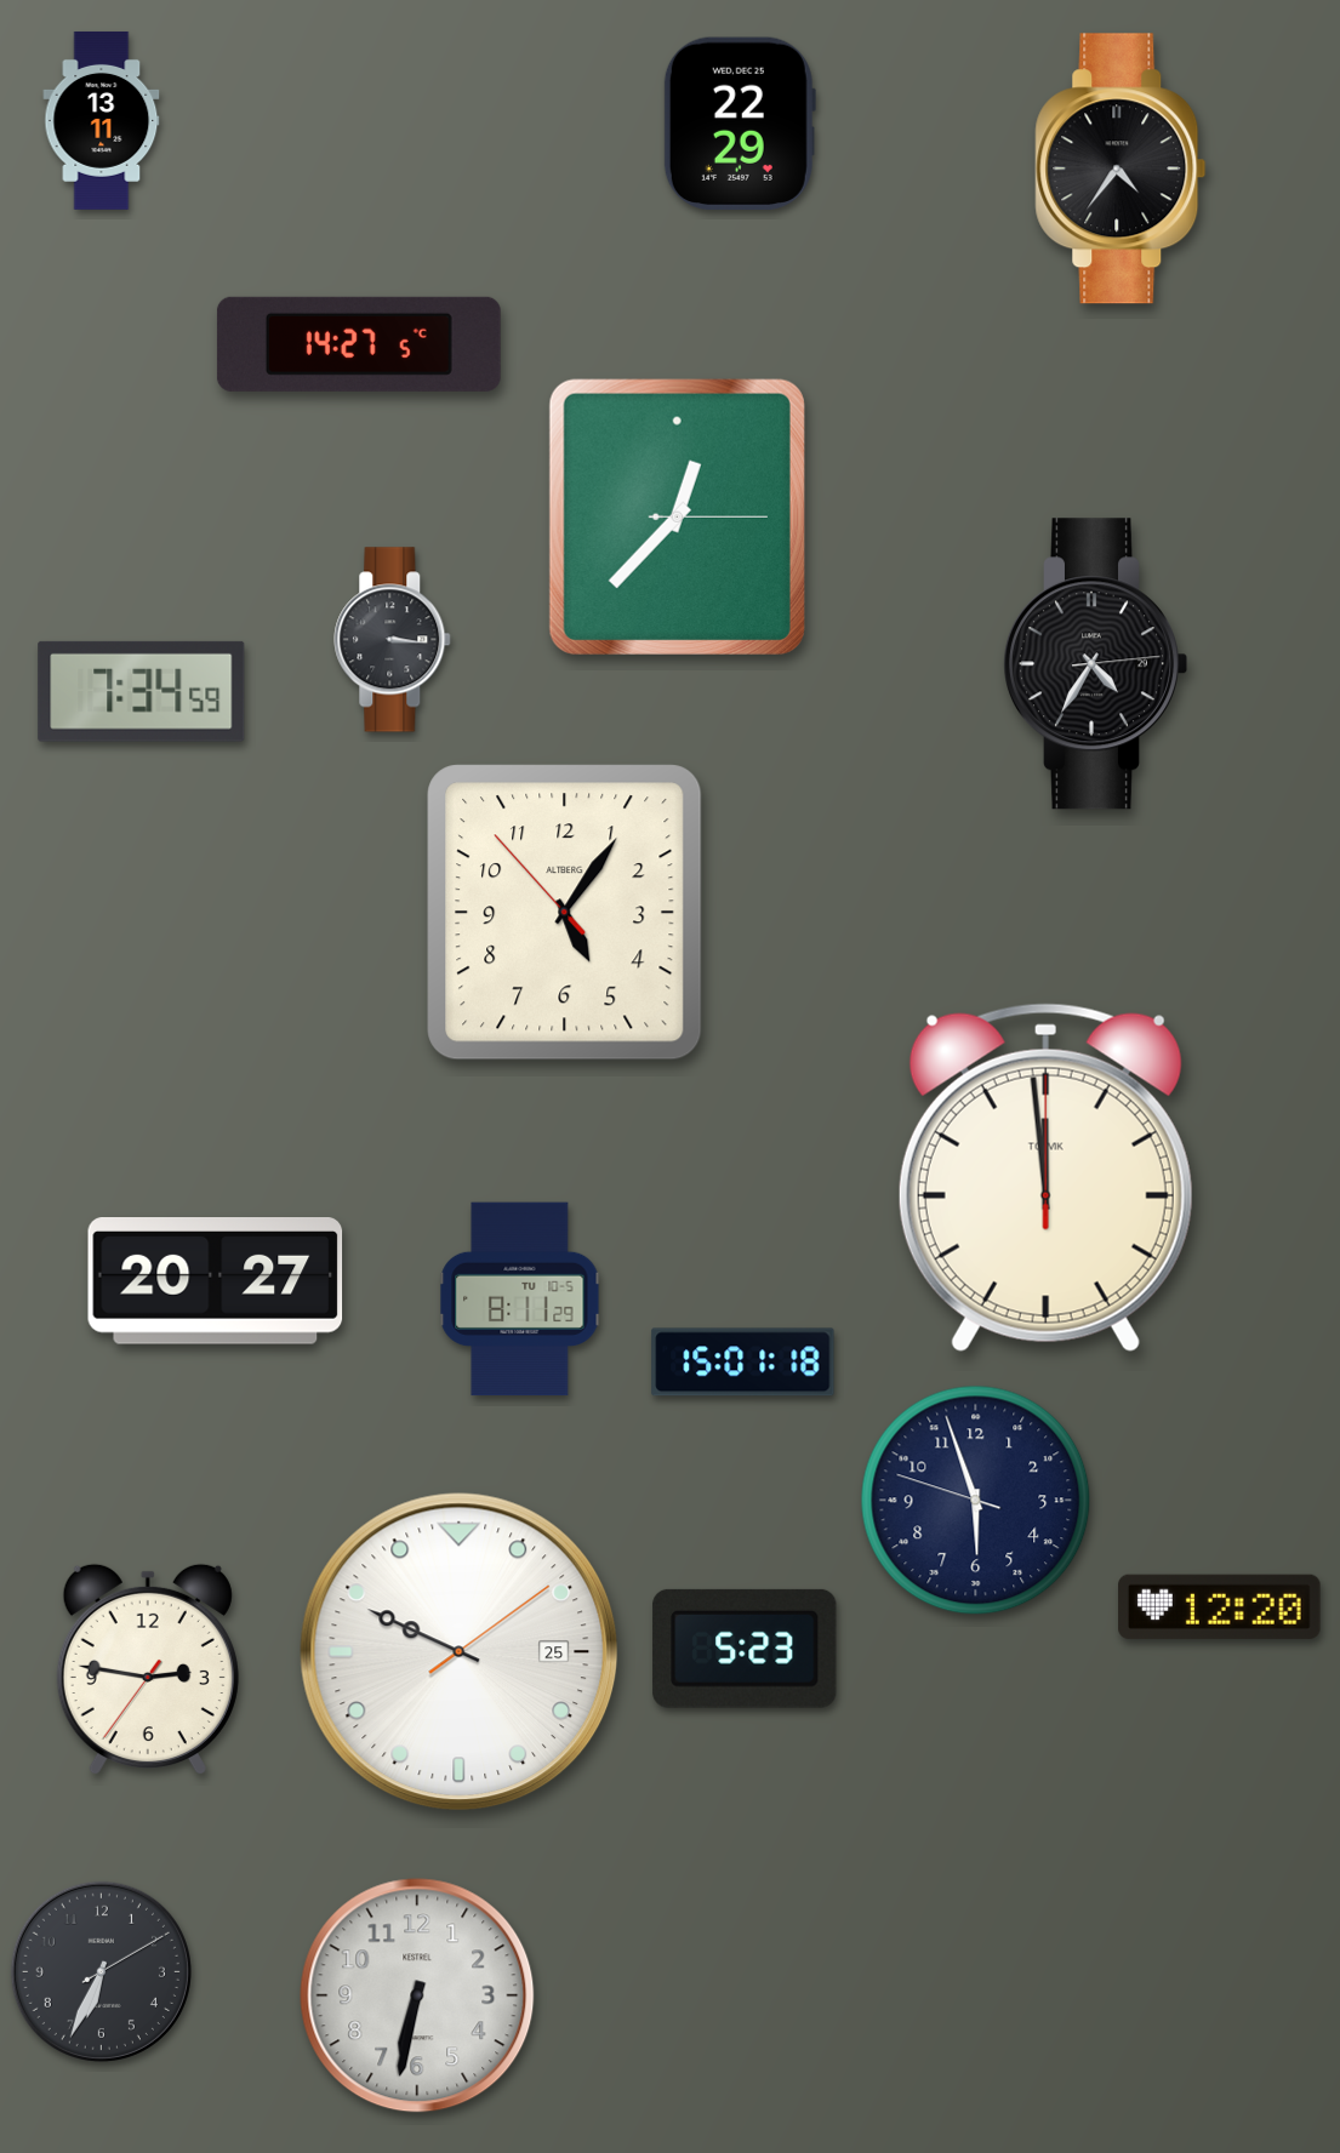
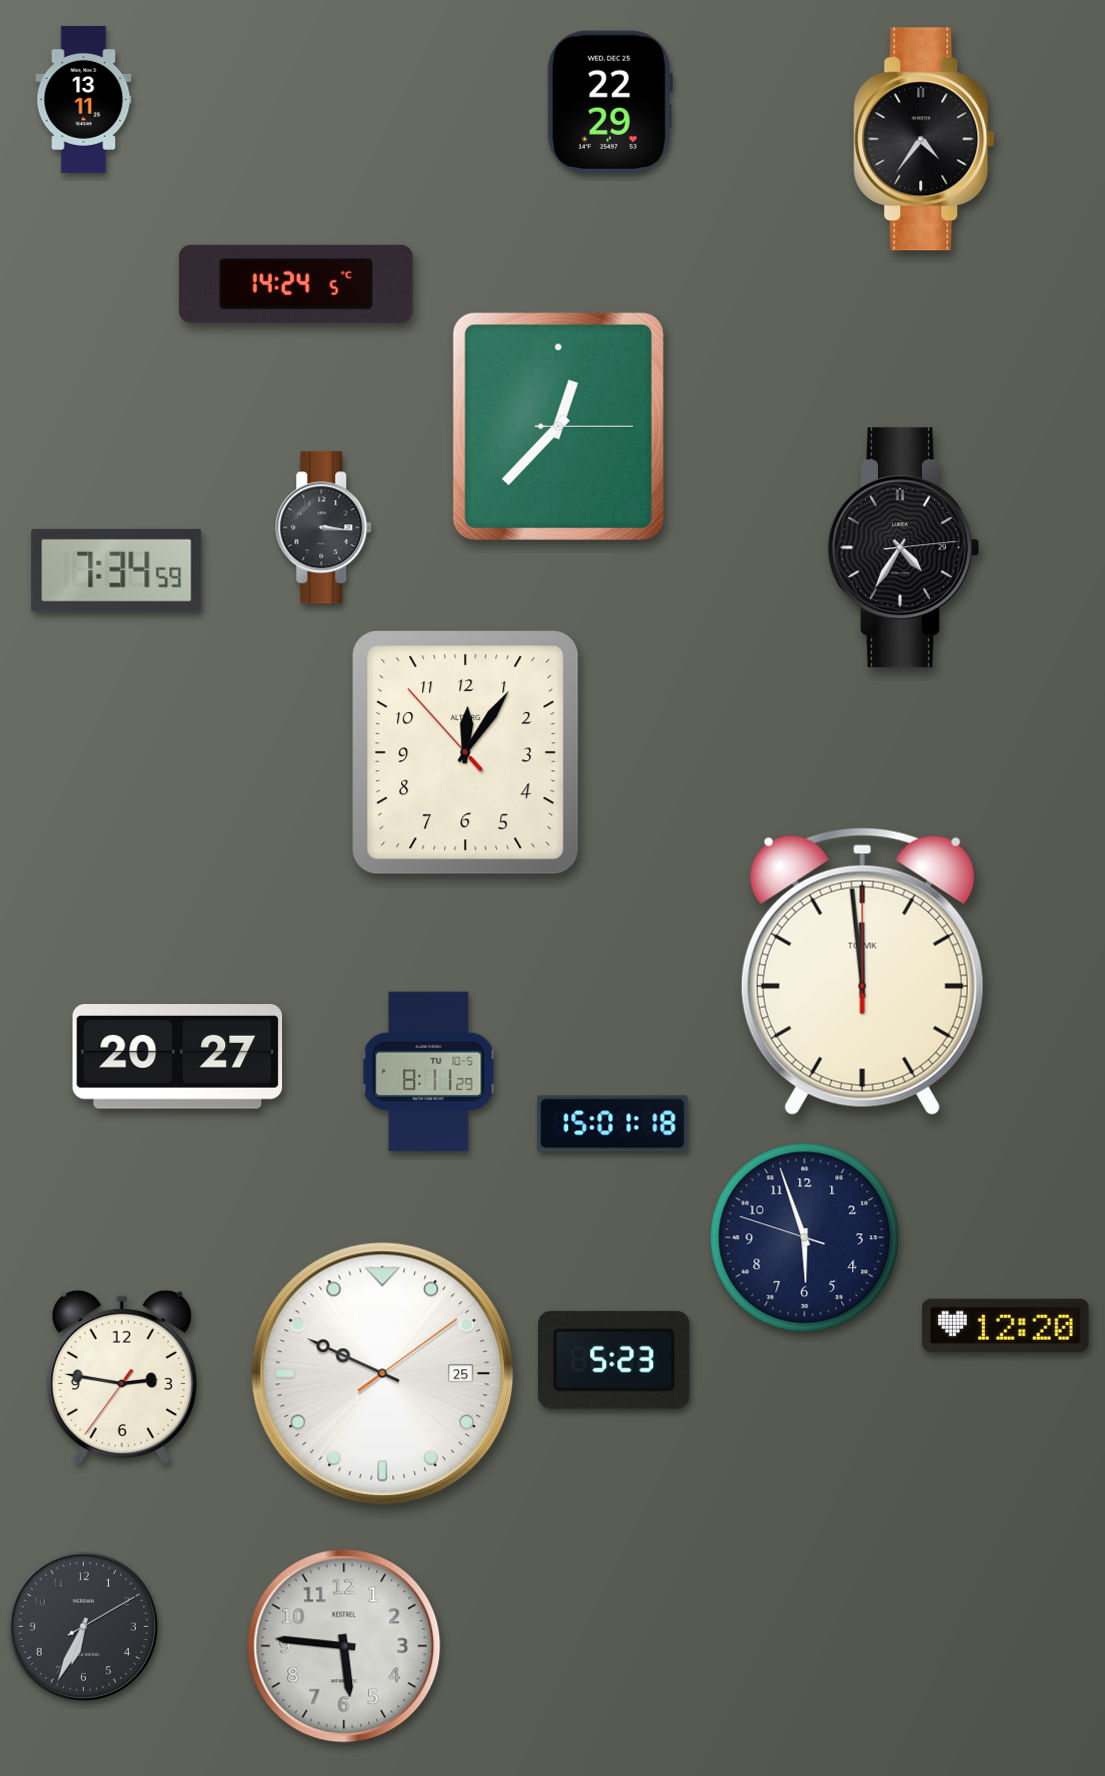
clock at (359, 344): 14:27 -> 14:24
clock at (565, 913): 5:05 -> 12:05
clock at (460, 1652) position: (460, 1652) -> (383, 1374)
clock at (417, 1995): 6:32 -> 5:46
